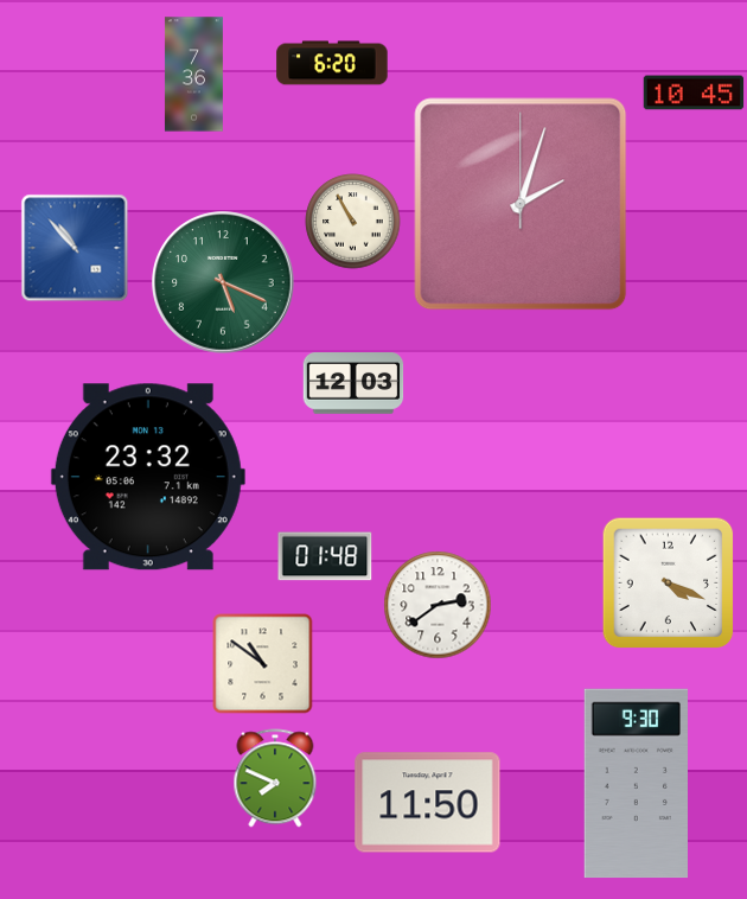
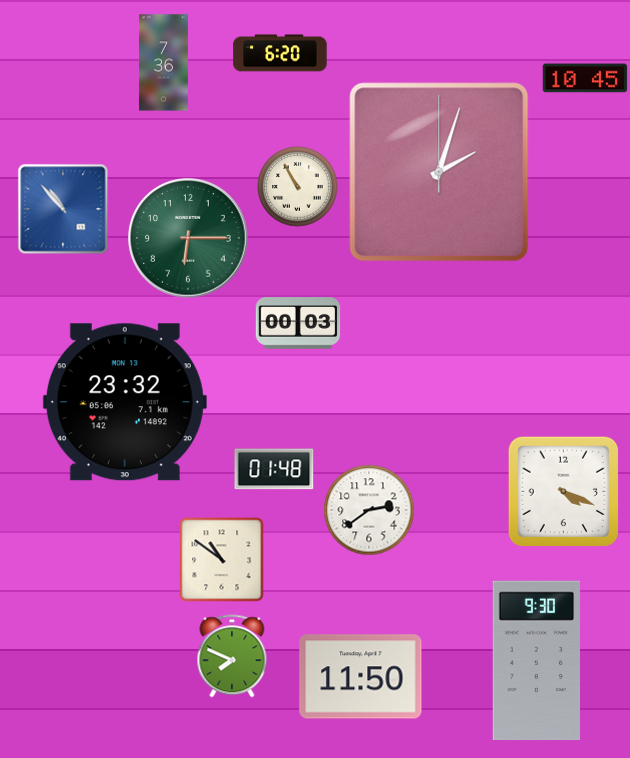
clock at (223, 282): 5:19 -> 6:15
clock at (353, 383): 12:03 -> 00:03
